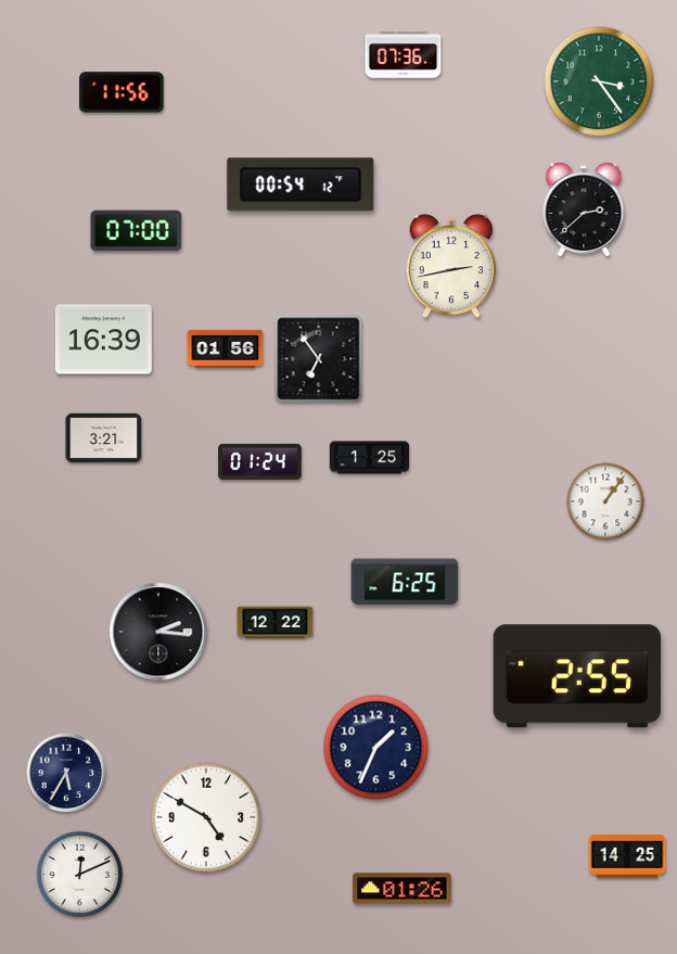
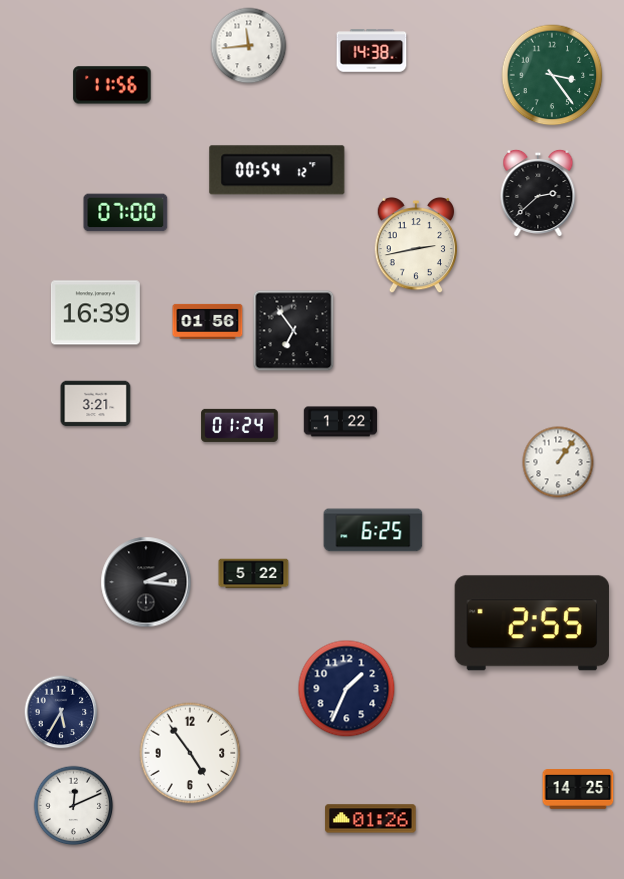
clock at (249, 46): none -> 11:44
clock at (404, 55): 07:36 -> 14:38
clock at (370, 458): 1:25 -> 1:22
clock at (405, 582) position: (405, 582) -> (373, 530)
clock at (276, 623): 12:22 -> 5:22
clock at (206, 817): 4:50 -> 4:54
